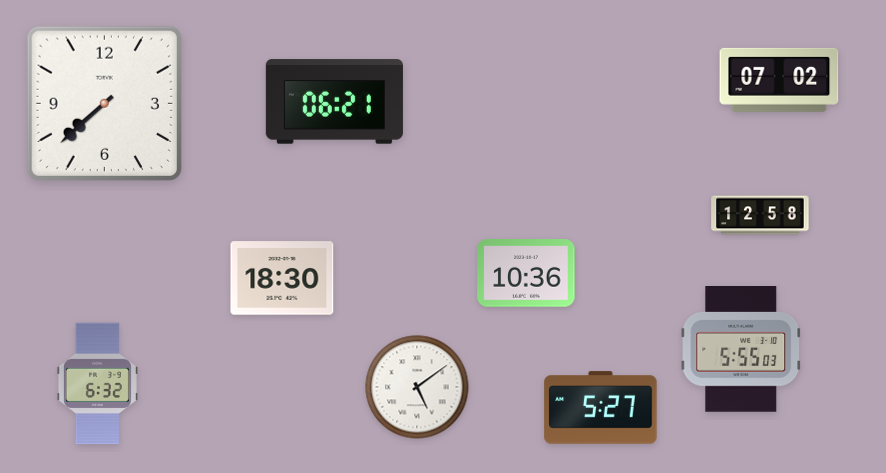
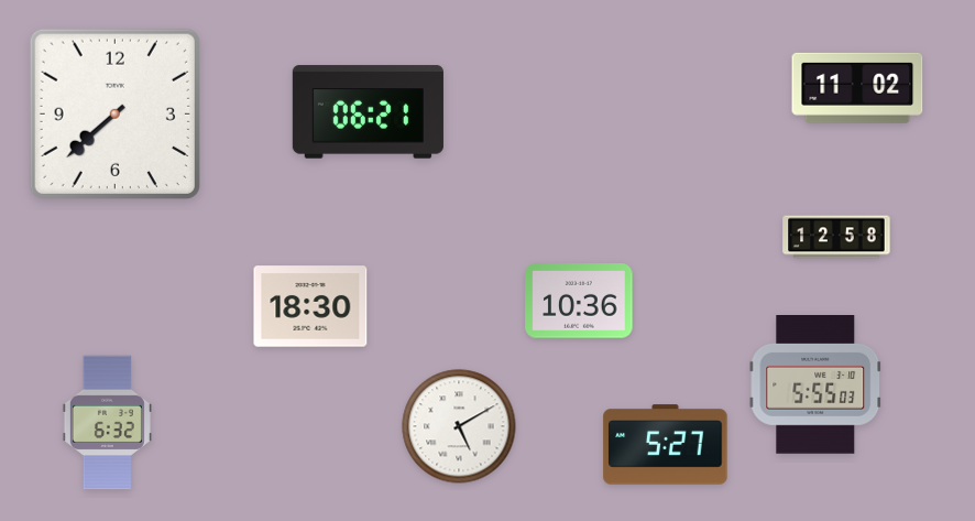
clock at (779, 80): 07:02 -> 11:02
clock at (417, 387): 5:09 -> 5:10
clock at (601, 408) position: (601, 408) -> (666, 445)
